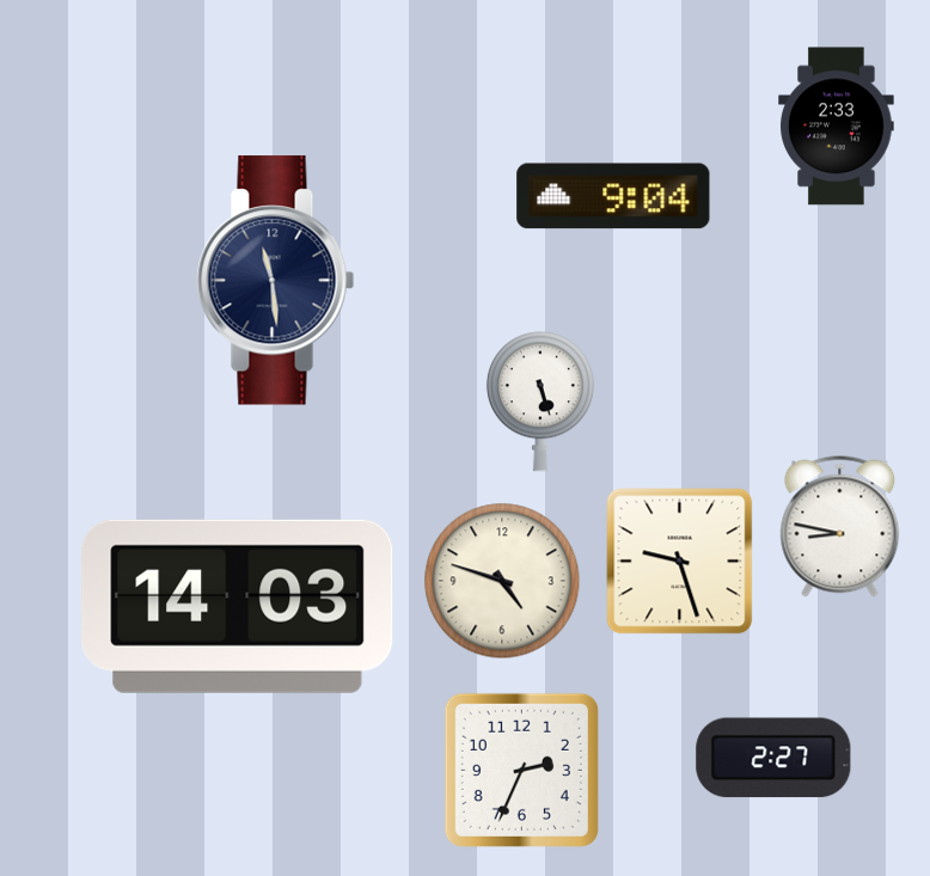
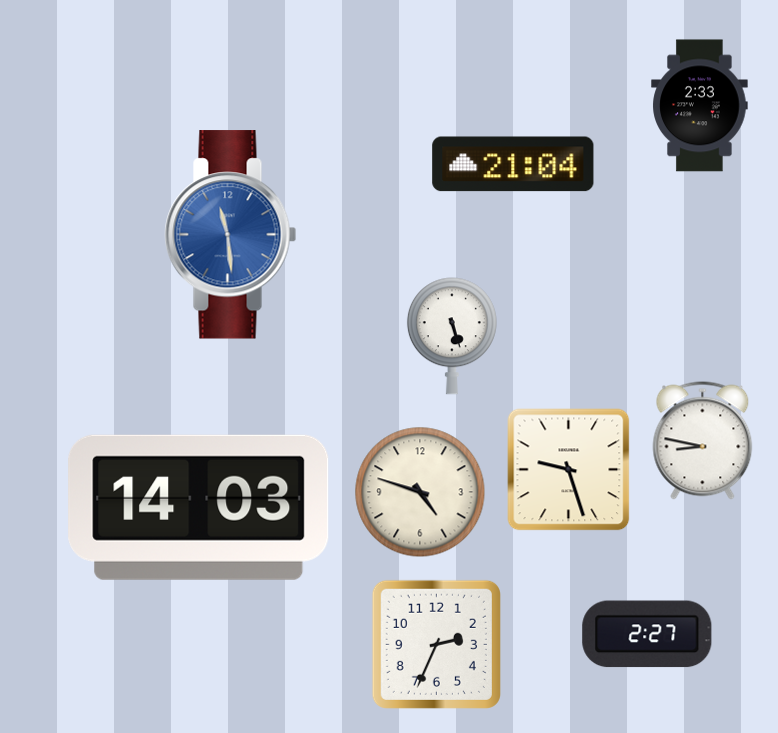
clock at (613, 196): 9:04 -> 21:04
clock at (276, 281) dial: navy -> blue
clock at (502, 581) position: (502, 581) -> (420, 492)
